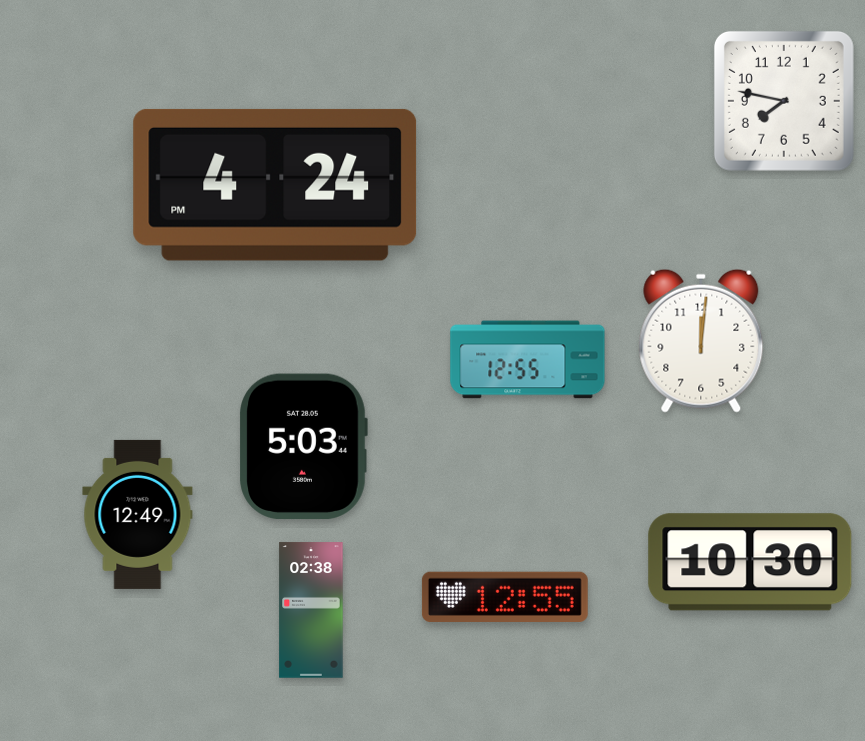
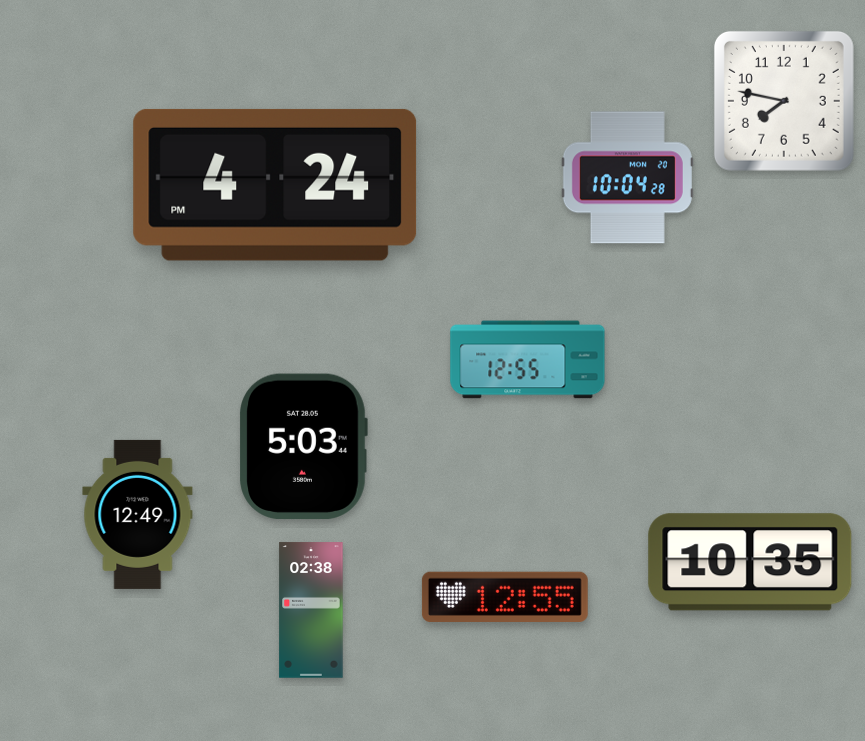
clock at (627, 178): none -> 10:04
clock at (701, 341): 12:01 -> none
clock at (750, 562): 10:30 -> 10:35
